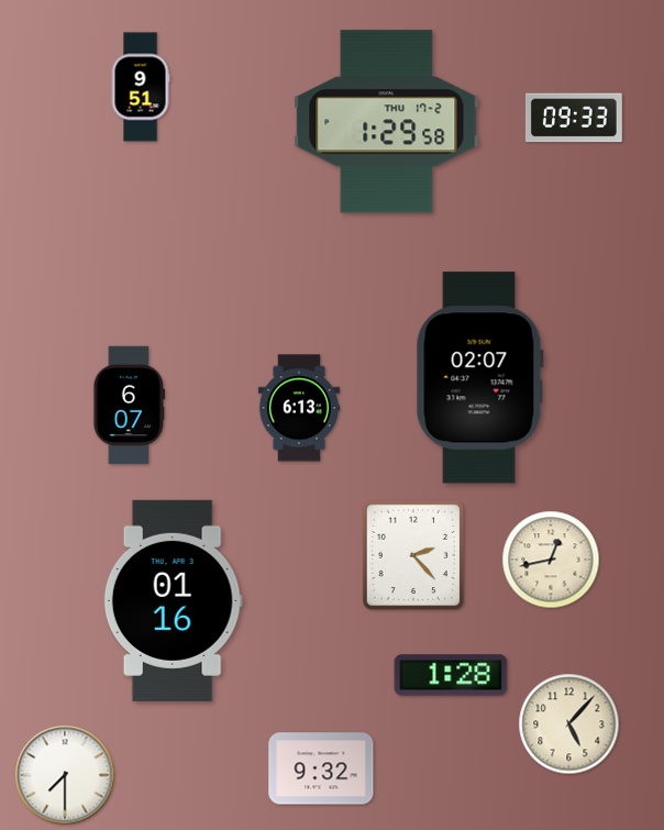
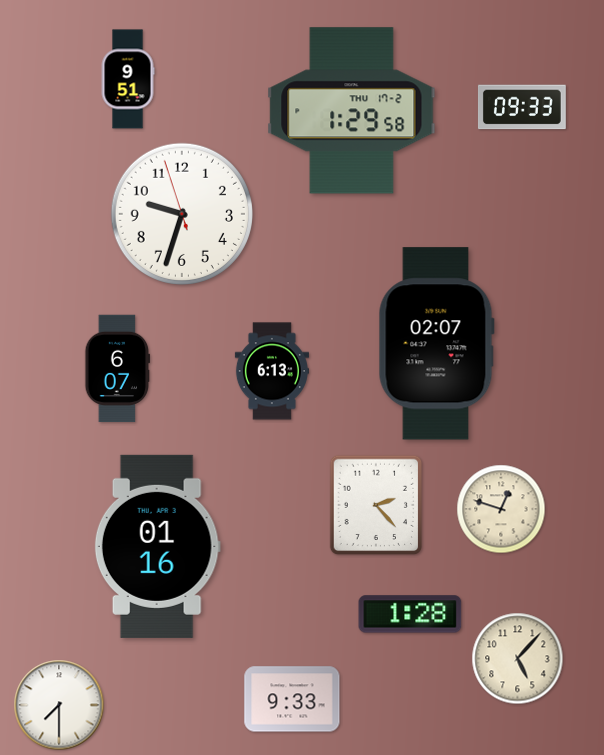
clock at (182, 214): none -> 9:32
clock at (551, 560): 12:43 -> 12:48
clock at (321, 768): 9:32 -> 9:33
